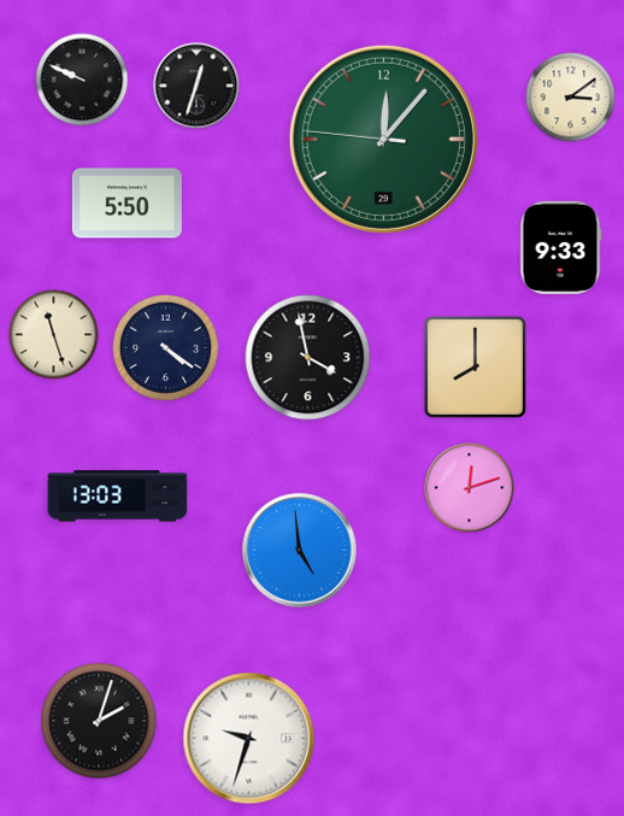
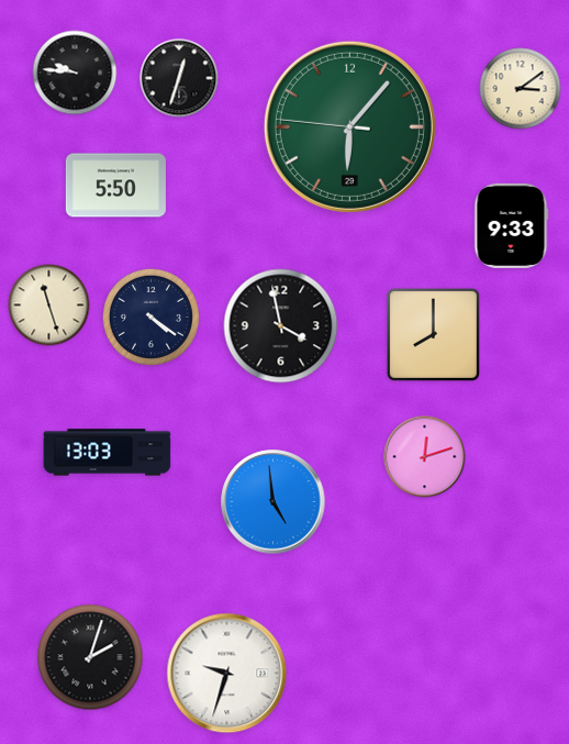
clock at (82, 80): 9:49 -> 9:46
clock at (383, 139): 12:06 -> 6:06
clock at (470, 488) position: (470, 488) -> (425, 457)
